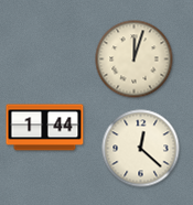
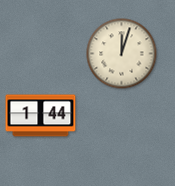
clock at (141, 149): 12:22 -> none
